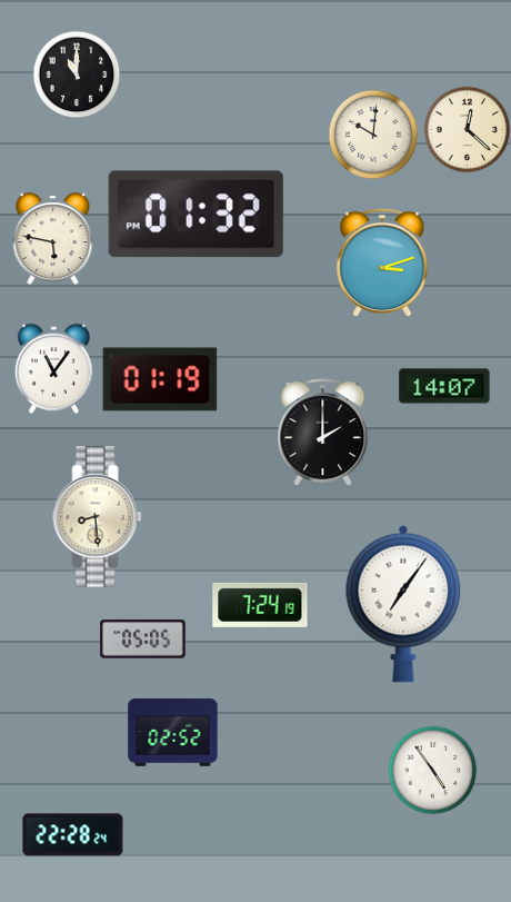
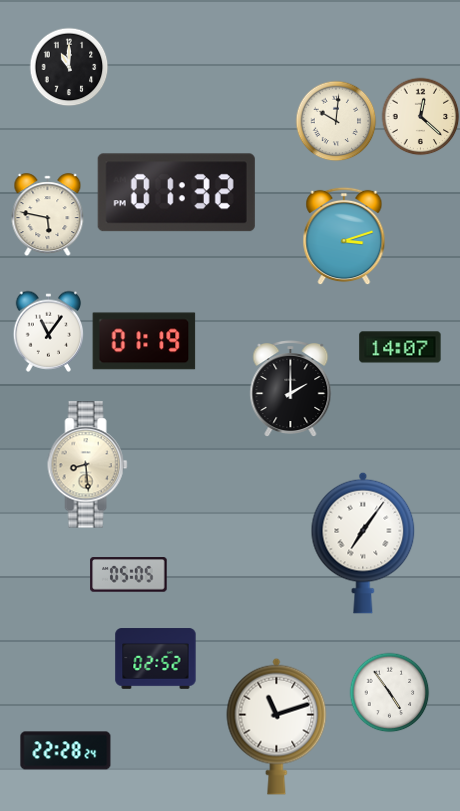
clock at (260, 605): 7:24 -> none
clock at (277, 726): none -> 11:12
